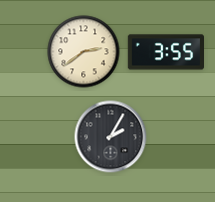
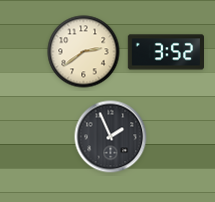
clock at (166, 52): 3:55 -> 3:52
clock at (111, 137): 2:05 -> 1:56
